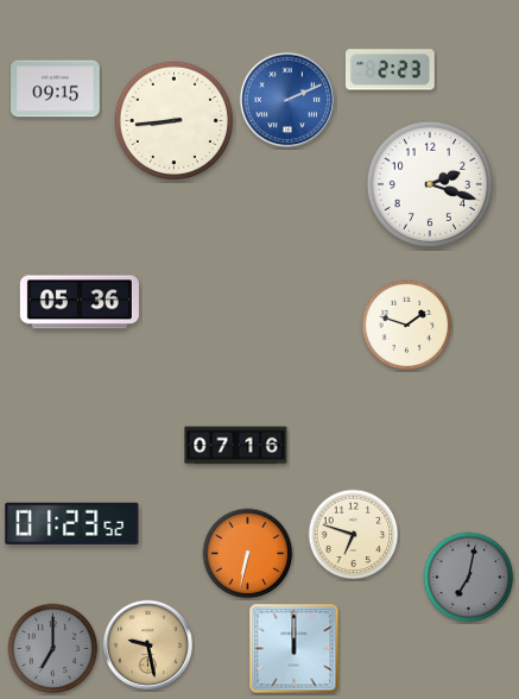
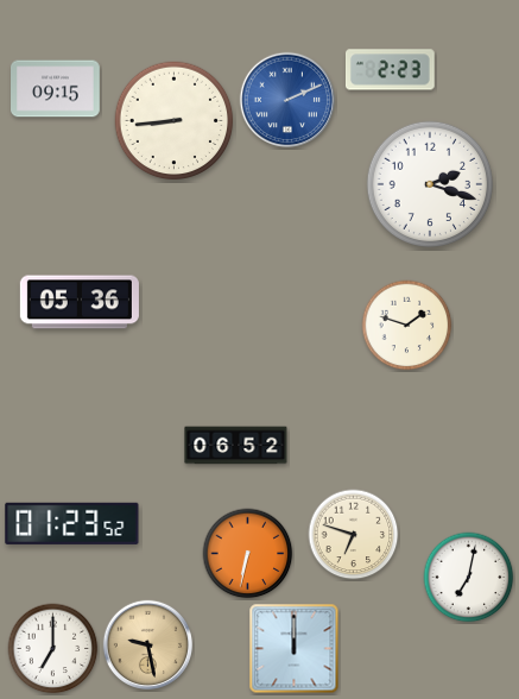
clock at (236, 446): 07:16 -> 06:52
clock at (469, 578) dial: grey -> white
clock at (53, 649) dial: grey -> white
